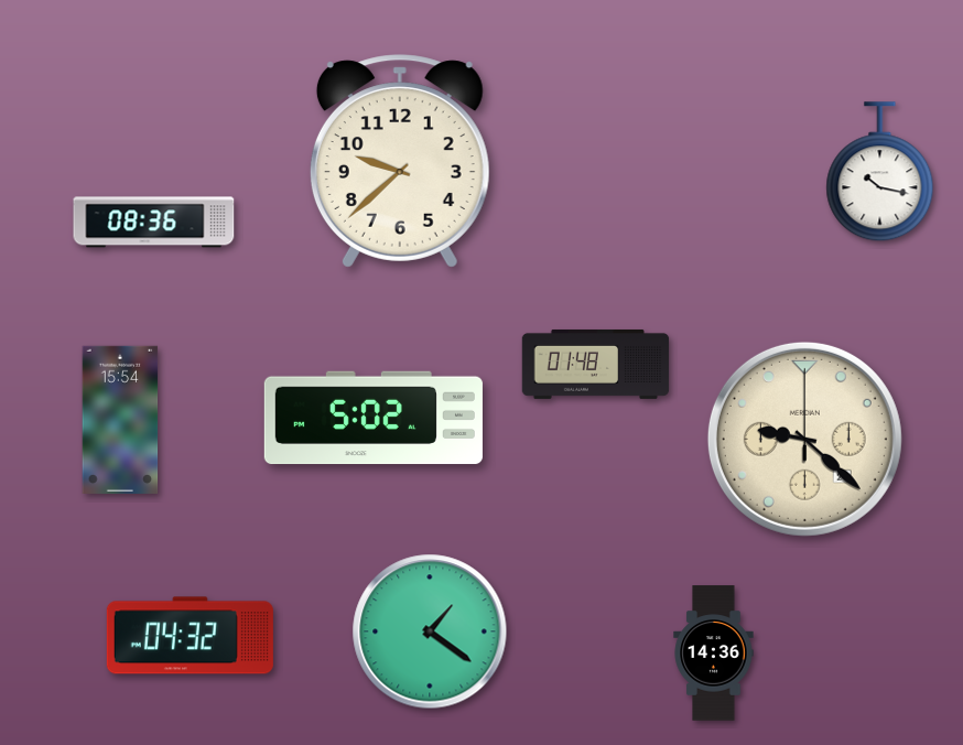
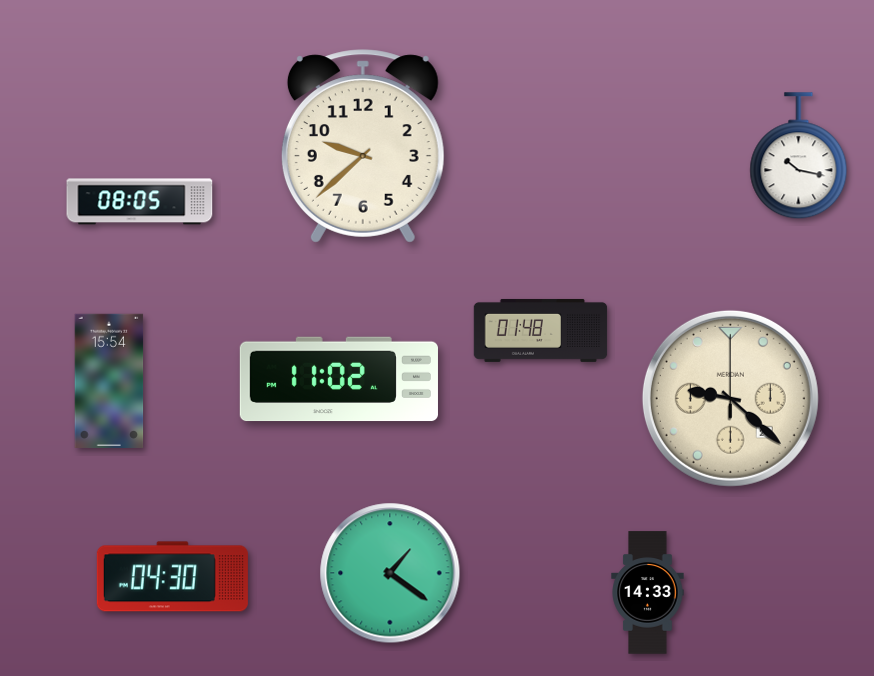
clock at (154, 223): 08:36 -> 08:05
clock at (374, 418): 5:02 -> 11:02
clock at (190, 636): 04:32 -> 04:30
clock at (714, 654): 14:36 -> 14:33
